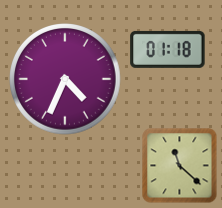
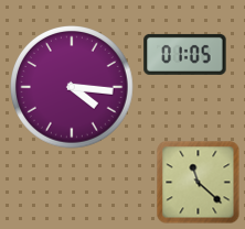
clock at (168, 49): 01:18 -> 01:05
clock at (66, 80): 4:34 -> 4:16
